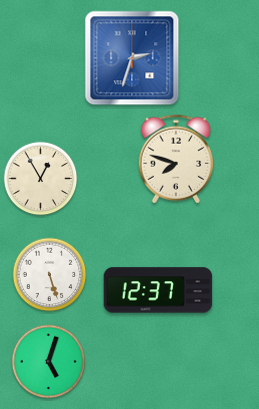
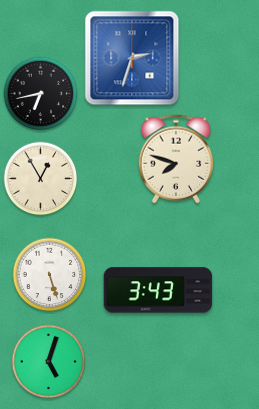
clock at (41, 94): none -> 6:43
clock at (158, 290): 12:37 -> 3:43
